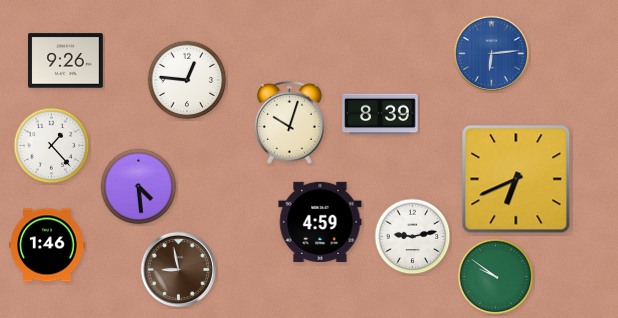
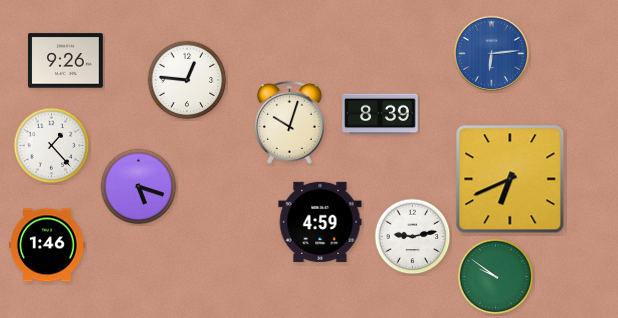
clock at (516, 179) position: (516, 179) -> (510, 179)
clock at (139, 187): 4:29 -> 5:18
clock at (178, 269): 8:58 -> none
